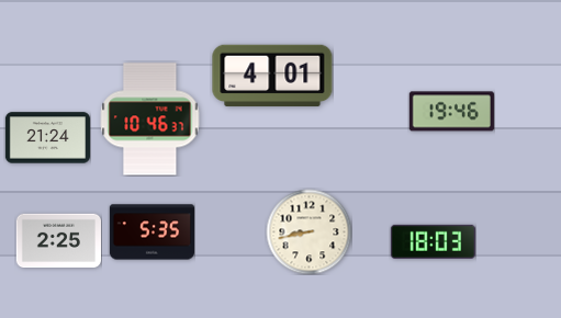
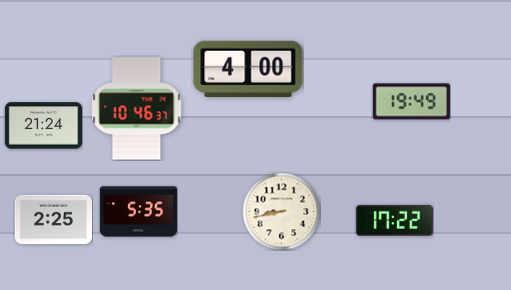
clock at (272, 76): 4:01 -> 4:00
clock at (451, 112): 19:46 -> 19:49
clock at (433, 241): 18:03 -> 17:22
